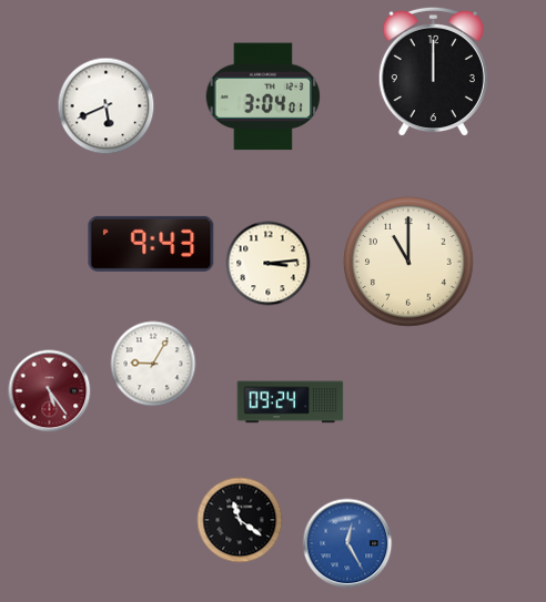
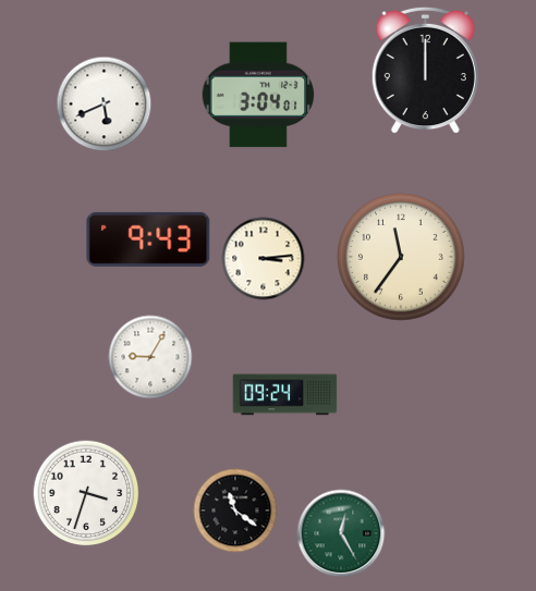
clock at (410, 263): 11:00 -> 11:36
clock at (50, 391): 5:24 -> none
clock at (86, 493): none -> 3:33
clock at (347, 543) dial: blue -> green
